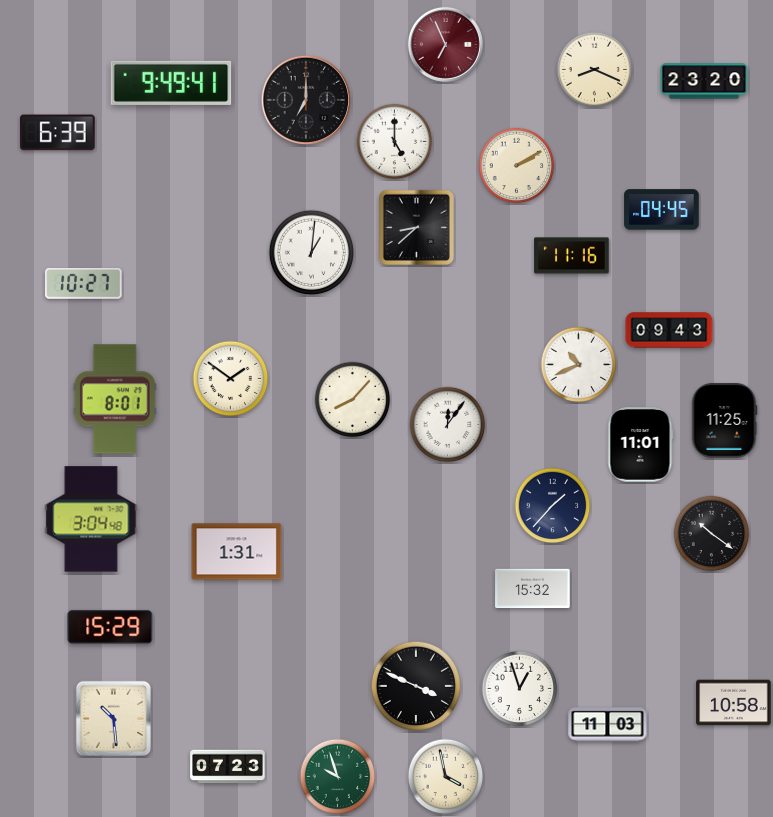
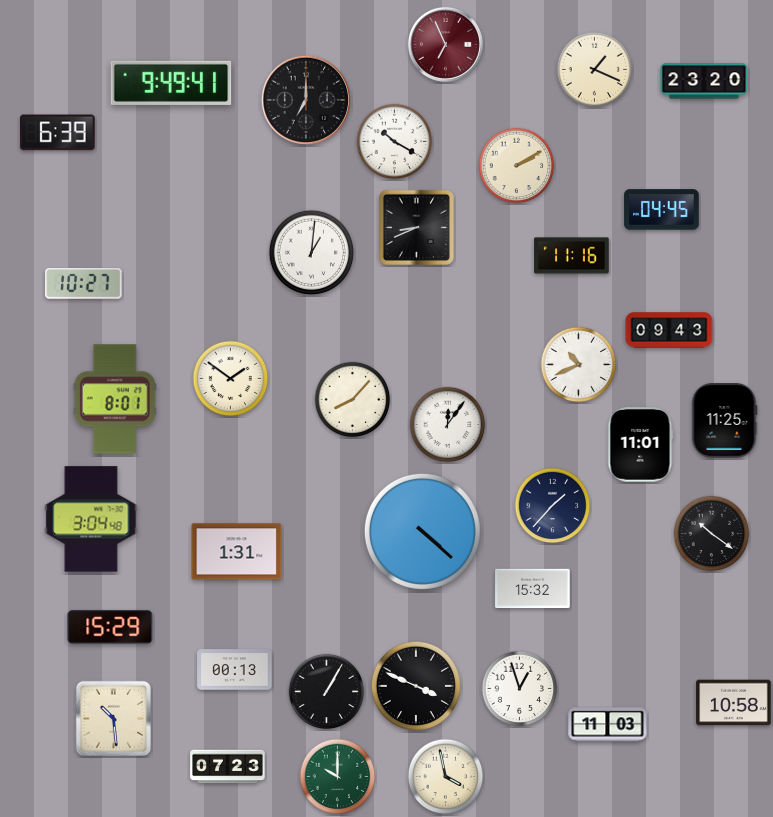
clock at (595, 70): 8:19 -> 1:19
clock at (395, 142): 5:00 -> 10:20
clock at (416, 227): 8:38 -> 8:41
clock at (422, 531): none -> 4:22
clock at (235, 670): none -> 00:13
clock at (327, 692): none -> 1:05
clock at (338, 777): 9:57 -> 10:00
